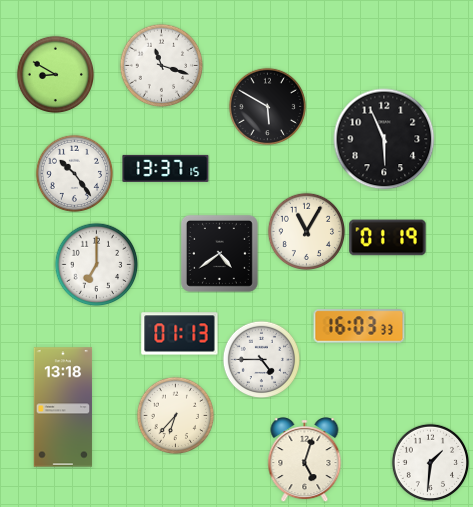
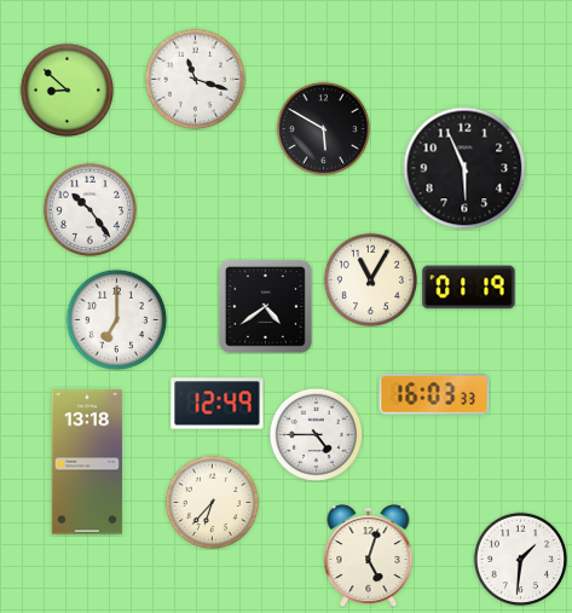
clock at (55, 74): 8:50 -> 8:52
clock at (166, 168): 13:37 -> none
clock at (180, 334): 01:13 -> 12:49
clock at (63, 407) position: (63, 407) -> (87, 462)
